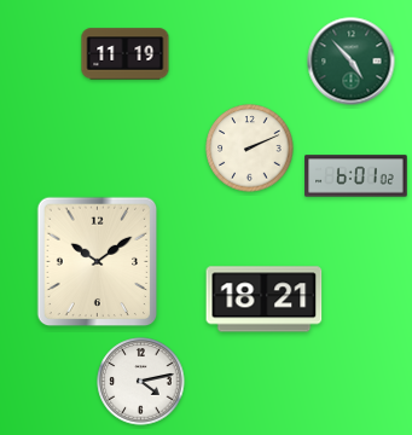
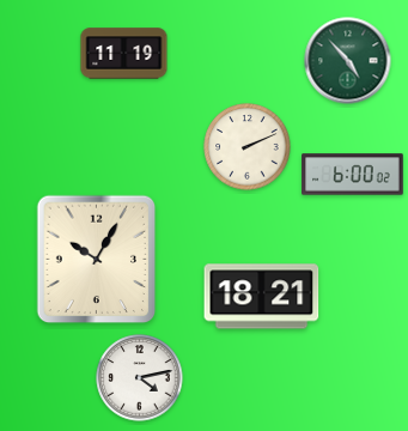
clock at (356, 176): 6:01 -> 6:00
clock at (98, 262): 10:09 -> 10:05
